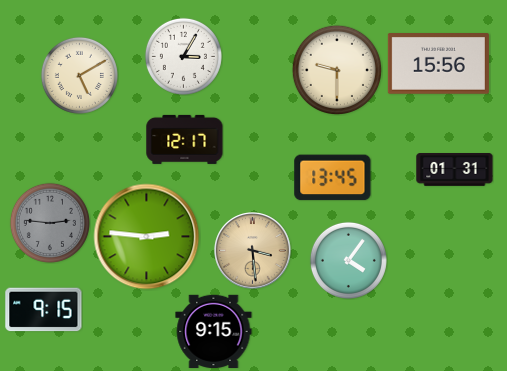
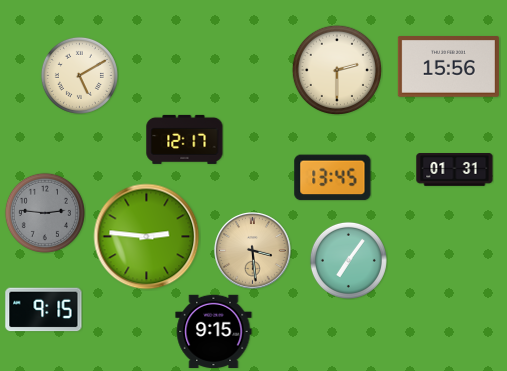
clock at (183, 56): 3:05 -> none
clock at (438, 64) position: (438, 64) -> (448, 67)
clock at (336, 69): 9:30 -> 2:30
clock at (50, 223) position: (50, 223) -> (45, 213)
clock at (348, 260): 4:06 -> 7:06
